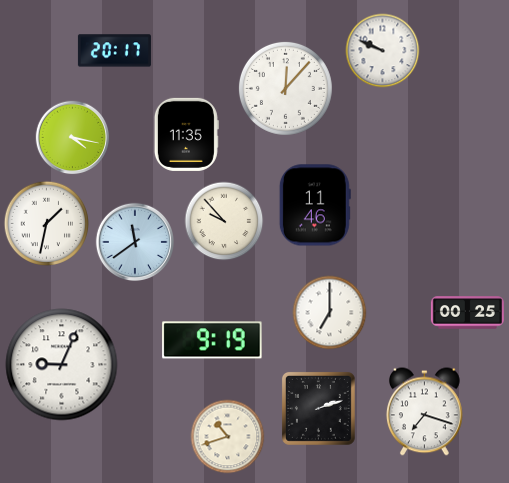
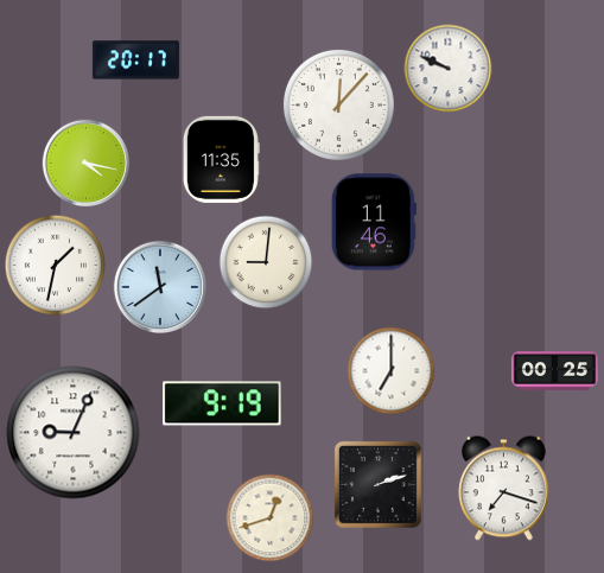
clock at (383, 51) position: (383, 51) -> (449, 69)
clock at (315, 205) position: (315, 205) -> (374, 222)
clock at (224, 221): 9:53 -> 9:01
clock at (212, 340) position: (212, 340) -> (222, 403)
clock at (228, 437): 10:42 -> 12:42
